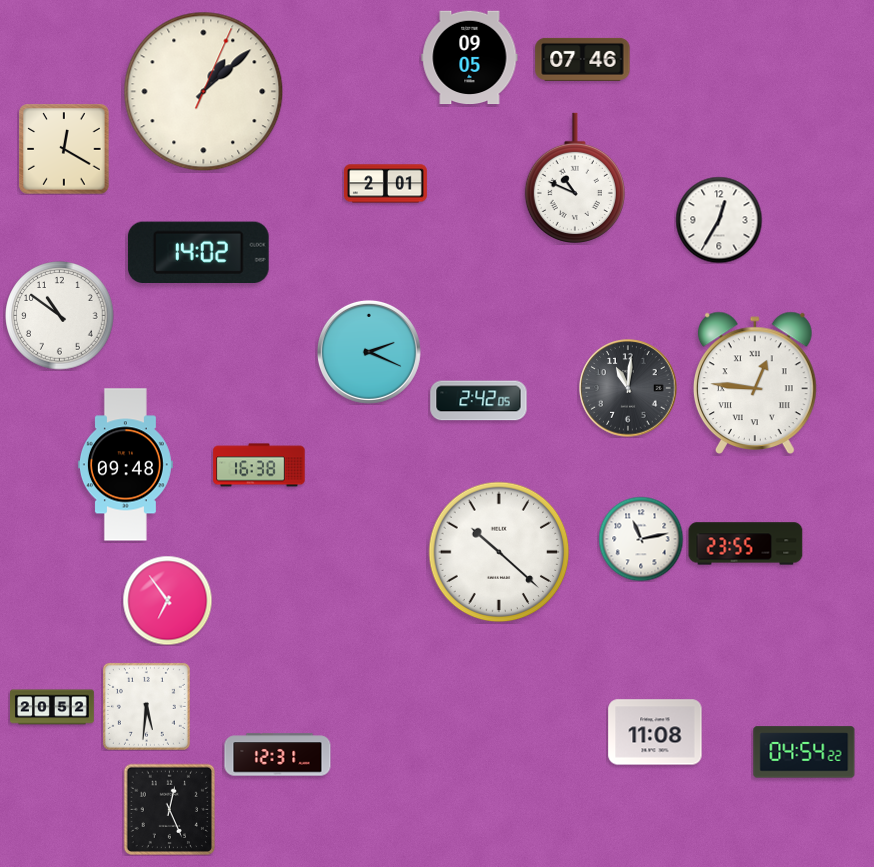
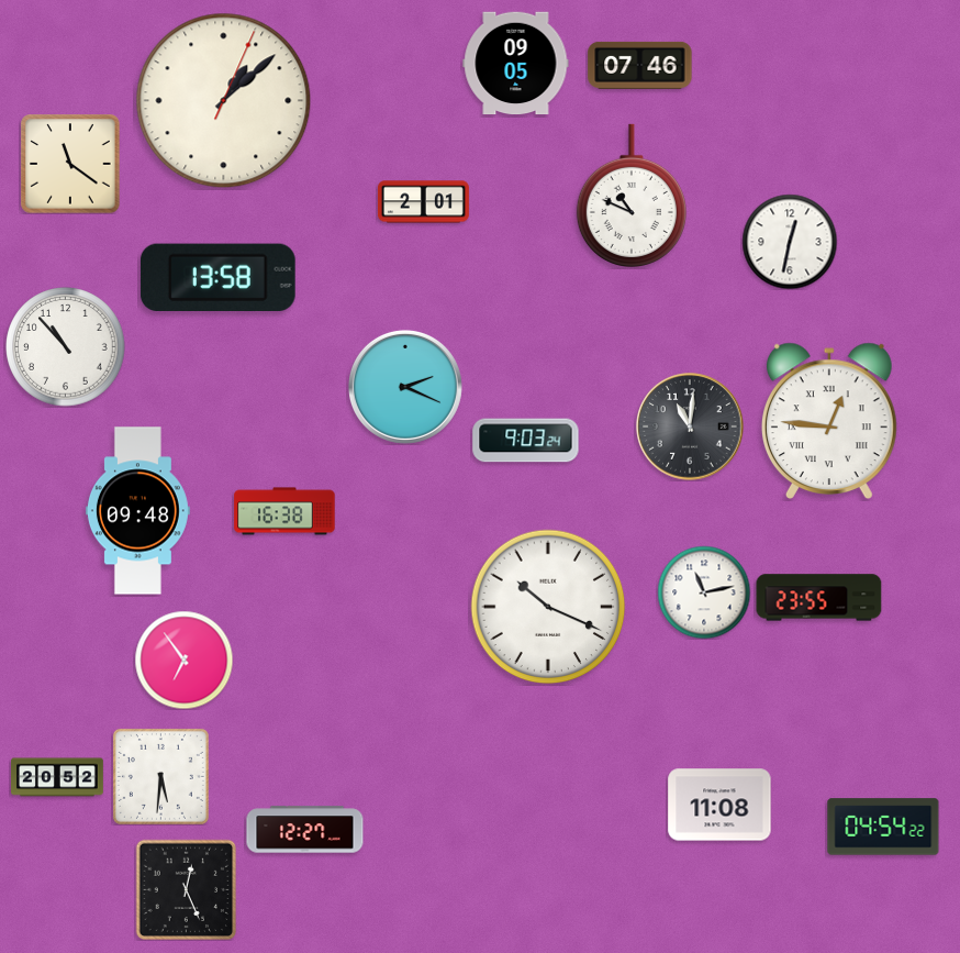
clock at (64, 149): 12:20 -> 11:21
clock at (719, 220): 12:35 -> 12:32
clock at (198, 252): 14:02 -> 13:58
clock at (60, 316): 10:51 -> 10:53
clock at (479, 401): 2:42 -> 9:03
clock at (499, 552): 10:22 -> 10:19
clock at (278, 755): 12:31 -> 12:27
